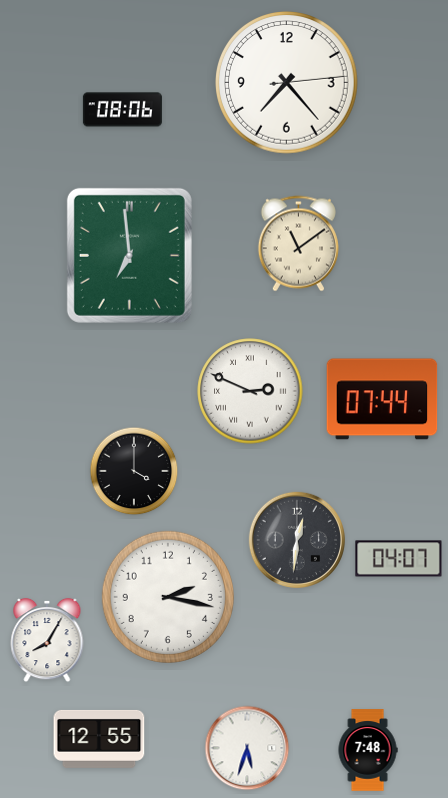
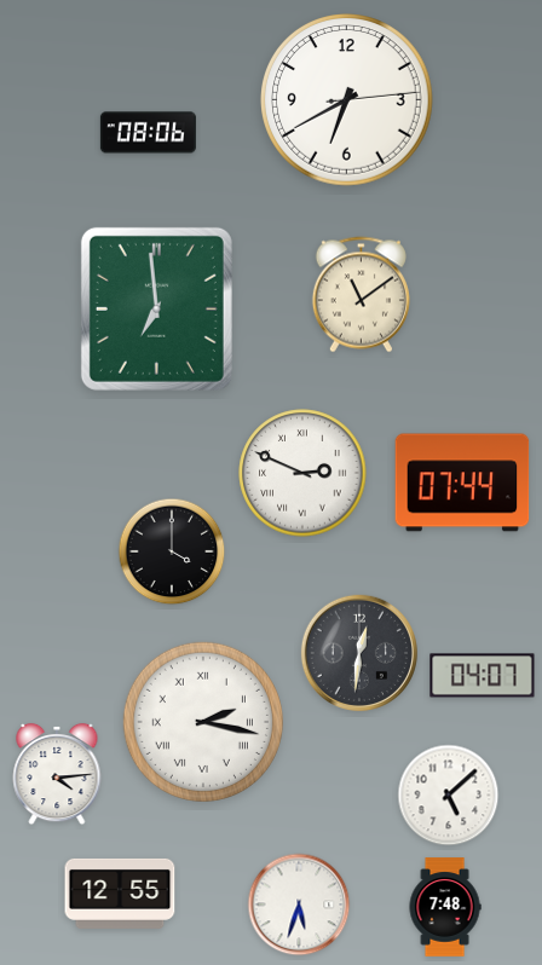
clock at (287, 83): 7:23 -> 6:40
clock at (134, 471) position: (134, 471) -> (172, 551)
clock at (168, 597) numerals: Arabic -> Roman
clock at (47, 640): 8:05 -> 4:14
clock at (449, 796): none -> 5:08
